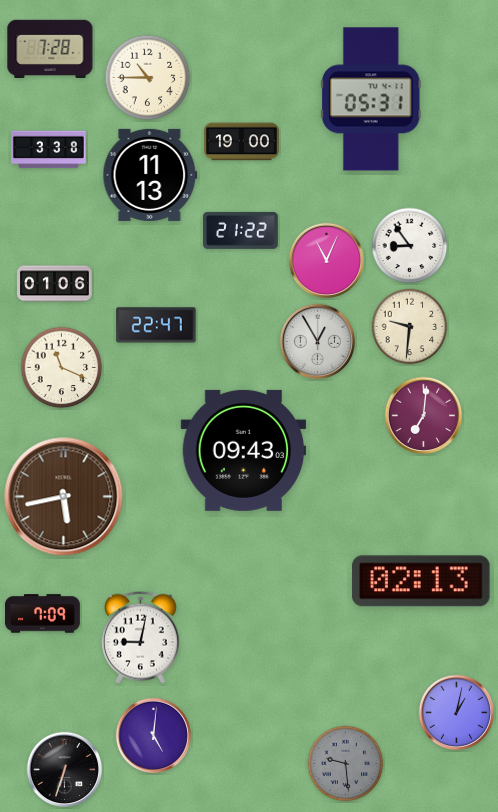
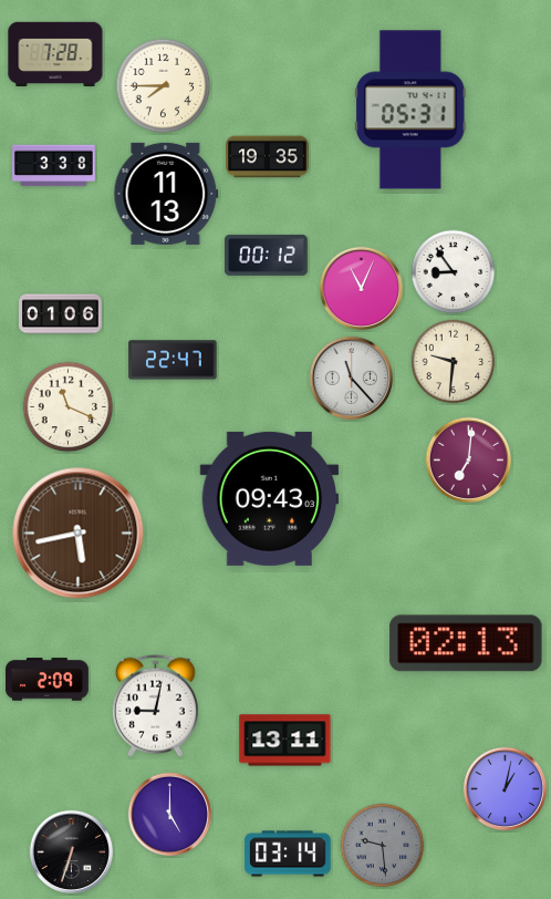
clock at (148, 78): 10:45 -> 7:45
clock at (242, 142): 19:00 -> 19:35
clock at (240, 230): 21:22 -> 00:12
clock at (317, 341): 12:55 -> 11:23
clock at (64, 497) position: (64, 497) -> (79, 534)
clock at (43, 614): 7:09 -> 2:09
clock at (285, 741): none -> 13:11
clock at (153, 735): 5:01 -> 5:00
clock at (288, 854): none -> 03:14
